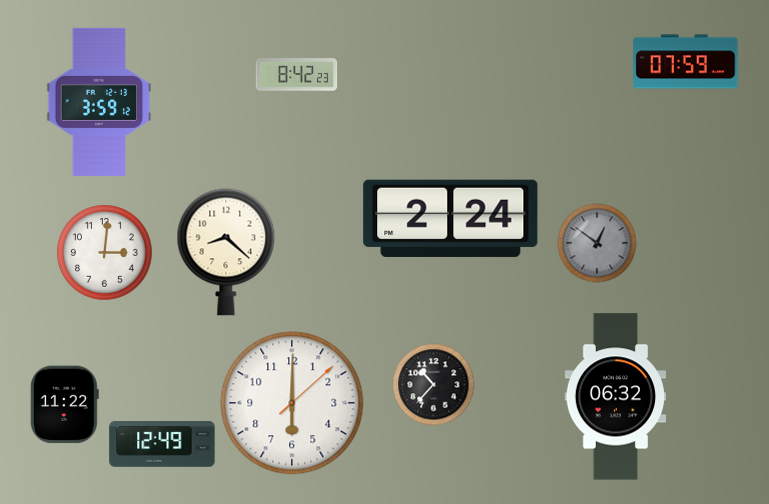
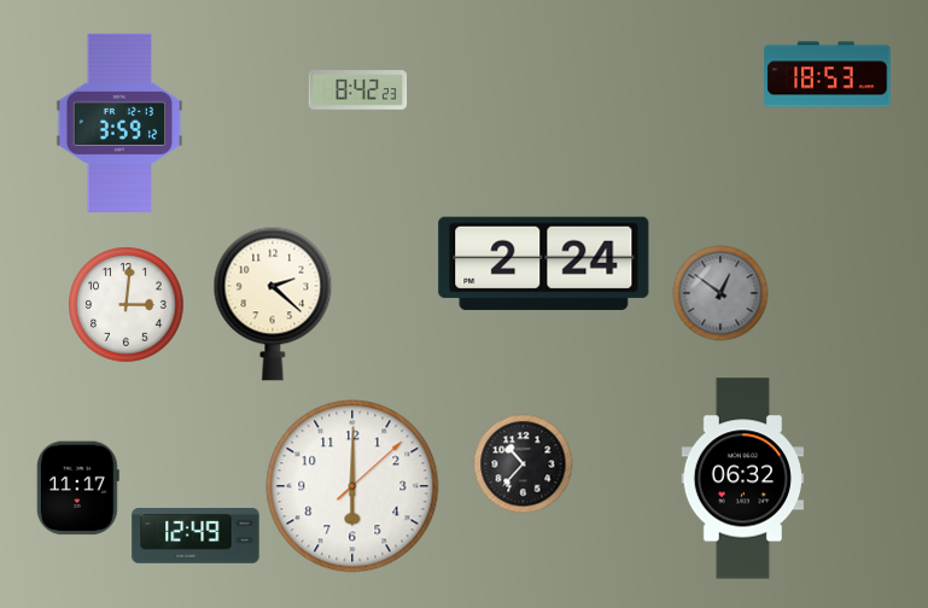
clock at (686, 62): 07:59 -> 18:53
clock at (226, 252): 8:22 -> 2:22
clock at (64, 404): 11:22 -> 11:17
